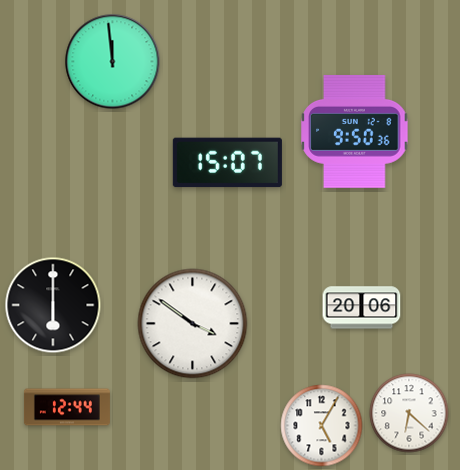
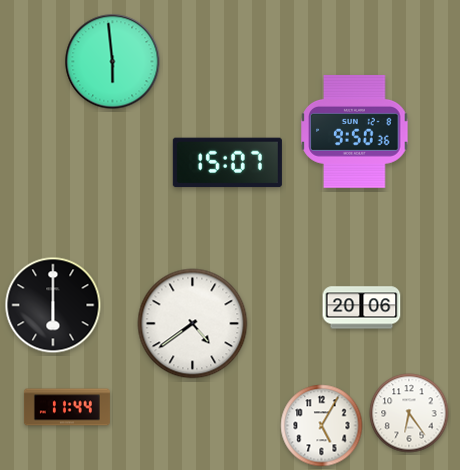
clock at (113, 62): 11:59 -> 5:59
clock at (193, 324): 3:51 -> 4:39
clock at (67, 407): 12:44 -> 11:44
clock at (409, 413): 6:22 -> 6:24
